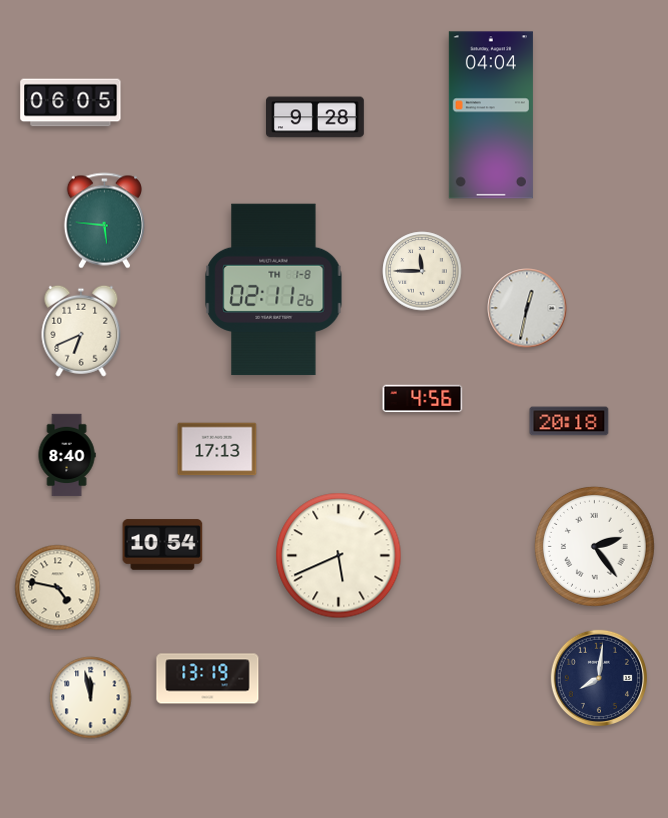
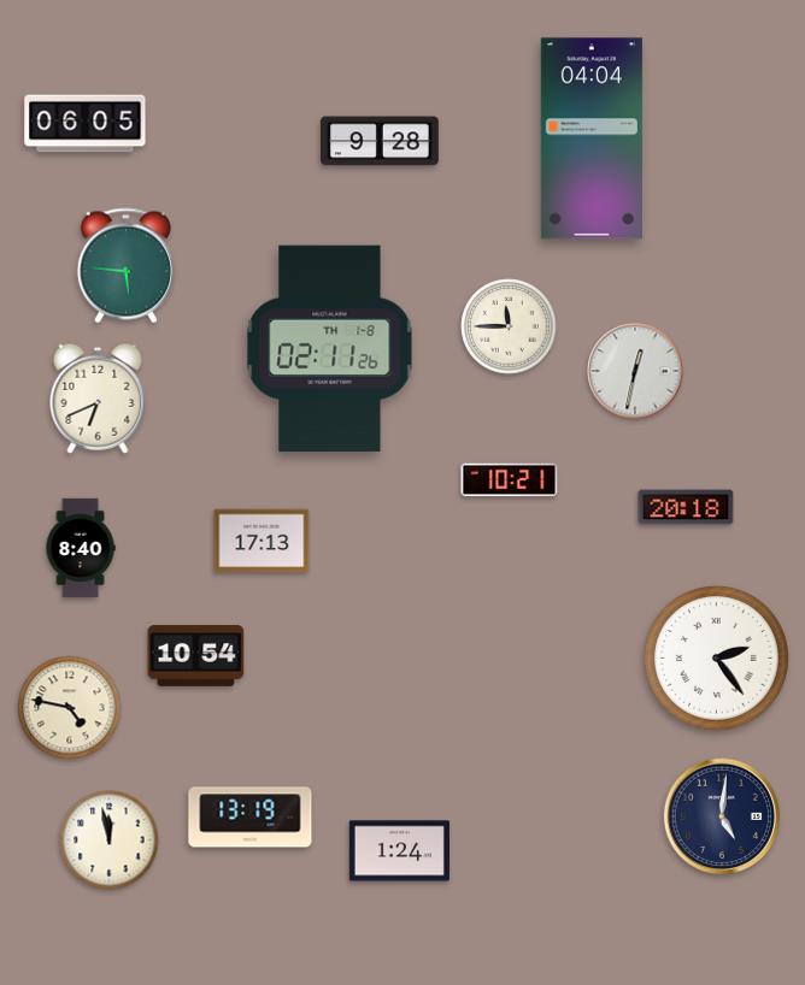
clock at (423, 399): 4:56 -> 10:21
clock at (339, 556): 5:41 -> none
clock at (598, 677): 8:01 -> 5:01
clock at (399, 851): none -> 1:24
